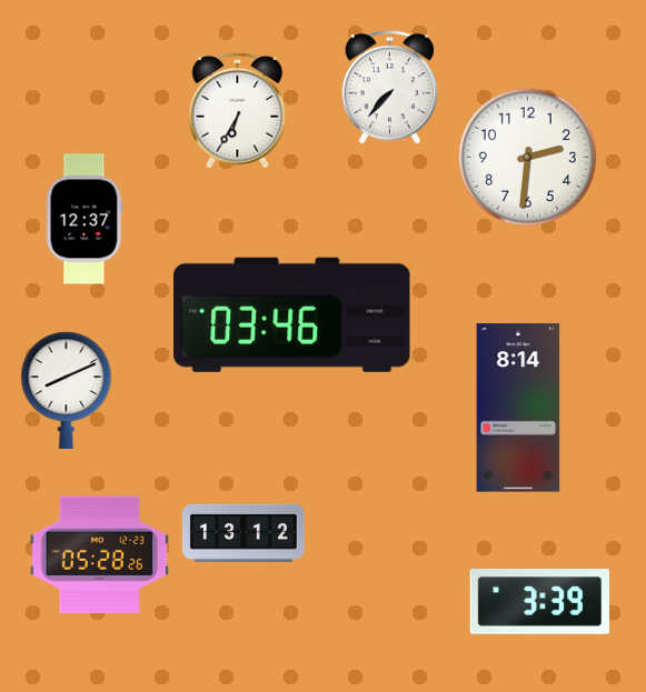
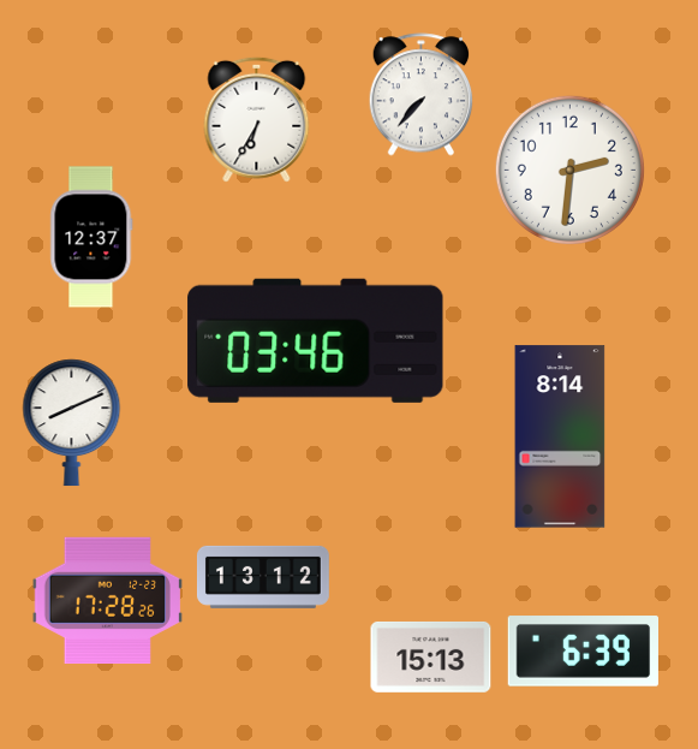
clock at (518, 408) position: (518, 408) -> (560, 436)
clock at (99, 554): 05:28 -> 17:28
clock at (539, 602): 3:39 -> 6:39
clock at (431, 656): none -> 15:13
